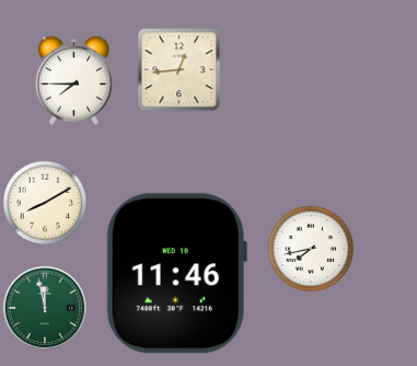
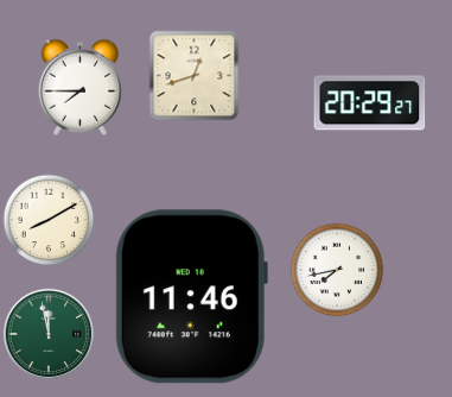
clock at (179, 70): 12:44 -> 12:42
clock at (370, 103): none -> 20:29
